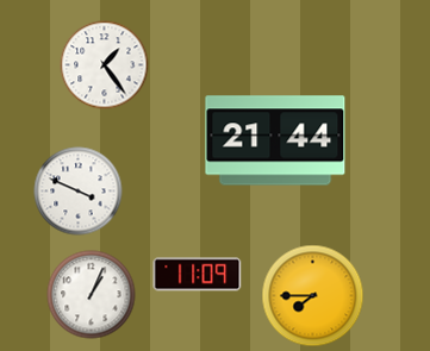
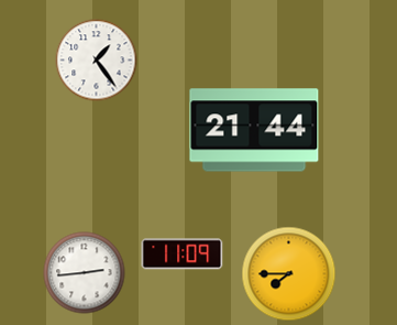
clock at (79, 192): 3:49 -> none
clock at (92, 295): 1:04 -> 2:44
